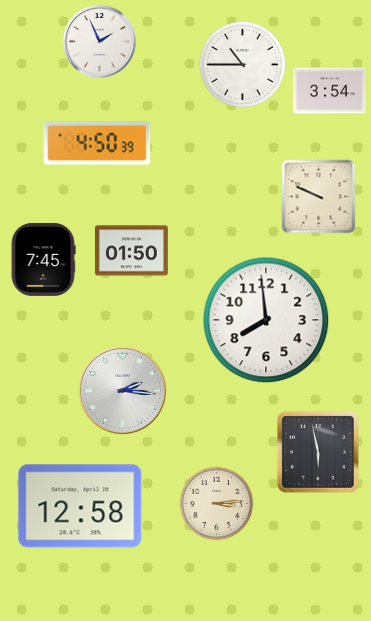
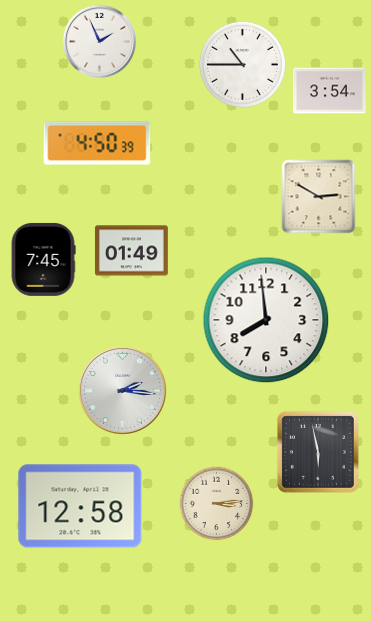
clock at (319, 197): 9:49 -> 2:50
clock at (131, 251): 01:50 -> 01:49
